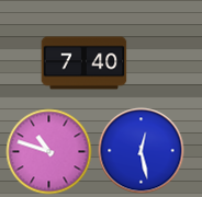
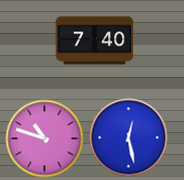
clock at (83, 63) position: (83, 63) -> (94, 41)
